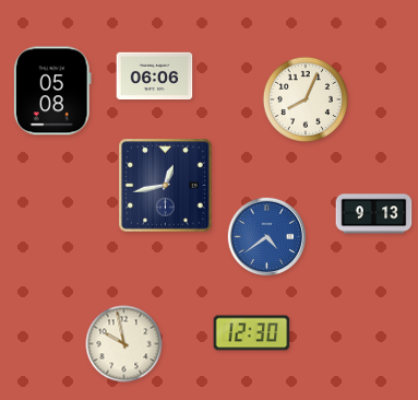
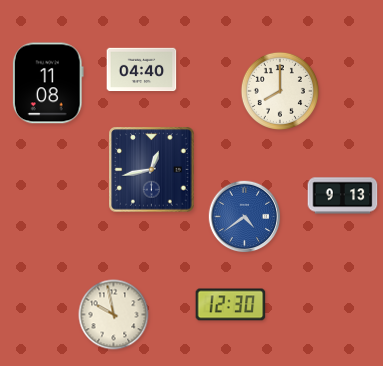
clock at (155, 77): 06:06 -> 04:40
clock at (52, 91): 05:08 -> 11:08
clock at (306, 99): 8:04 -> 8:00
